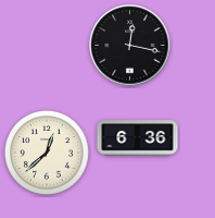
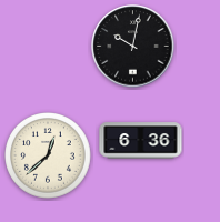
clock at (130, 46): 12:17 -> 10:02
